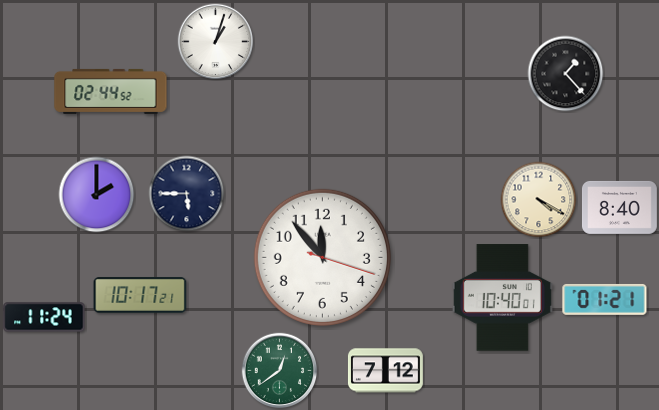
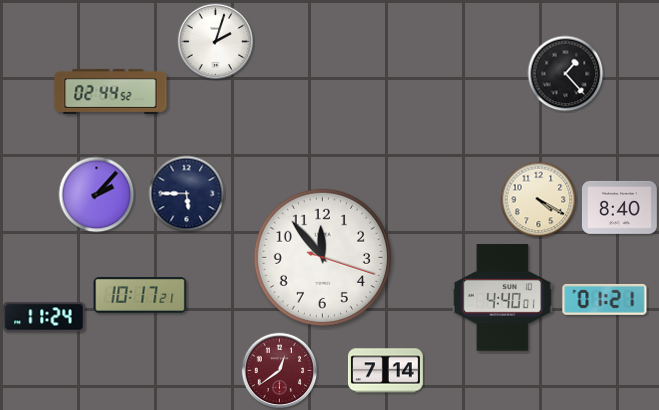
clock at (216, 42): 1:03 -> 2:03
clock at (97, 195): 2:00 -> 2:07
clock at (502, 298): 10:40 -> 4:40
clock at (280, 371) dial: green -> burgundy
clock at (385, 371): 7:12 -> 7:14
